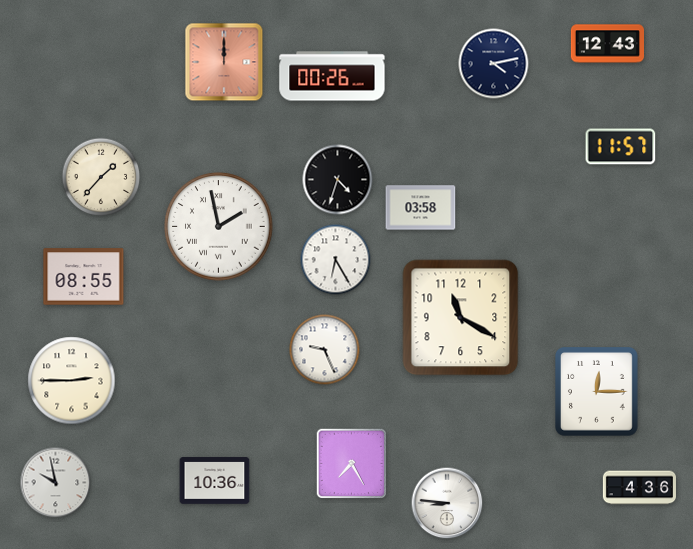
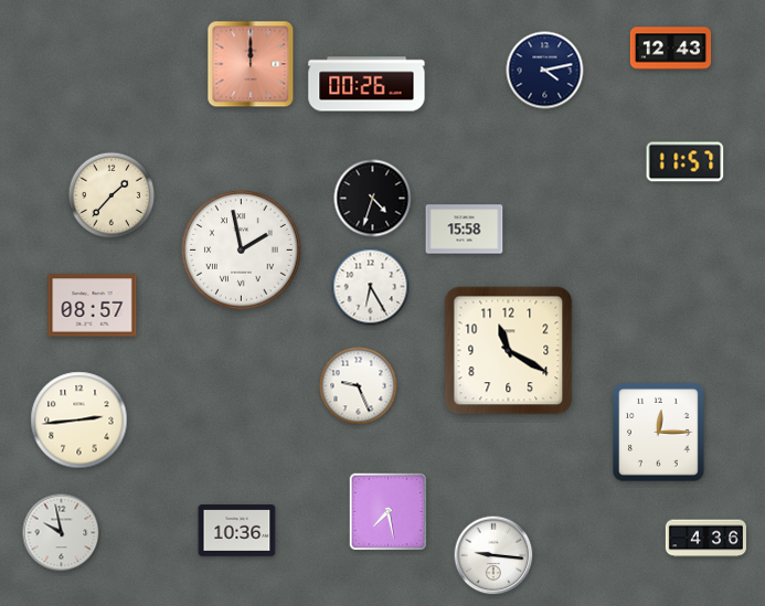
clock at (224, 62) position: (224, 62) -> (251, 64)
clock at (421, 208): 03:58 -> 15:58
clock at (84, 277): 08:55 -> 08:57
clock at (72, 381): 2:45 -> 2:44
clock at (352, 464): 7:25 -> 7:28
clock at (447, 503): 8:46 -> 9:16
